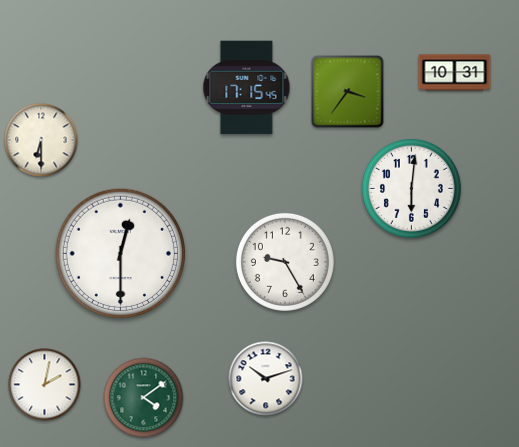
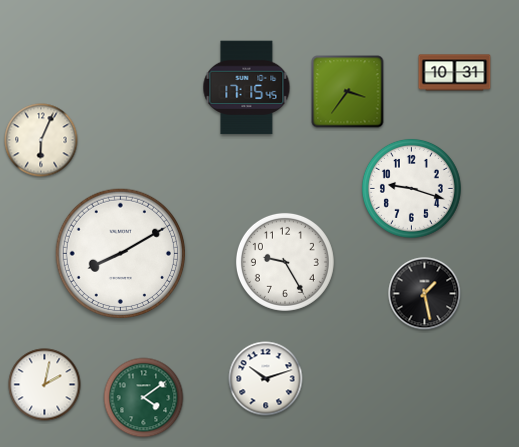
clock at (41, 140): 6:30 -> 6:04
clock at (411, 188): 6:01 -> 9:18
clock at (120, 253): 12:30 -> 8:10
clock at (425, 294): none -> 1:28
